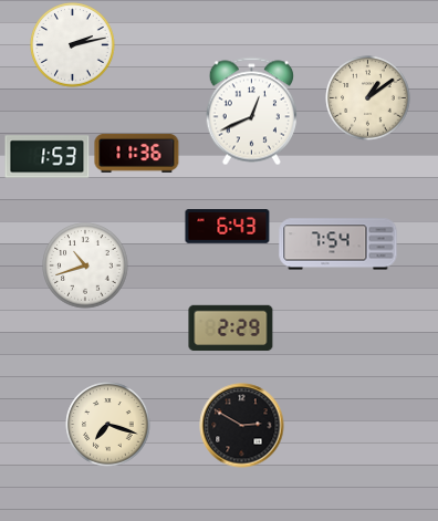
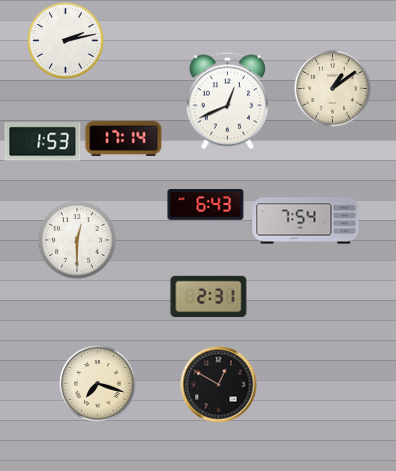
clock at (137, 153): 11:36 -> 17:14
clock at (85, 265): 10:42 -> 12:30
clock at (231, 329): 2:29 -> 2:31
clock at (242, 426): 2:50 -> 12:50
